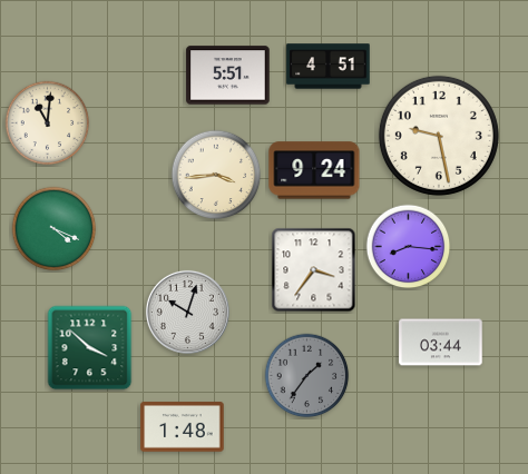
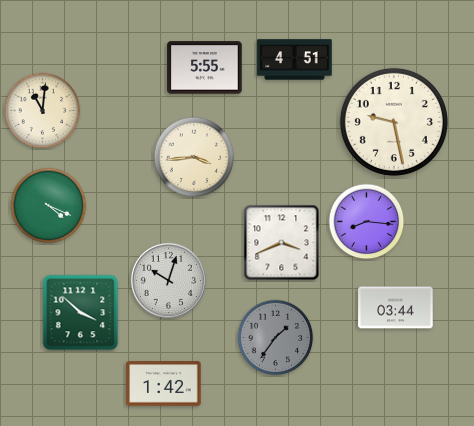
clock at (228, 76): 5:51 -> 5:55
clock at (314, 170): 9:24 -> none
clock at (314, 270): 3:36 -> 3:41
clock at (183, 427): 1:48 -> 1:42
